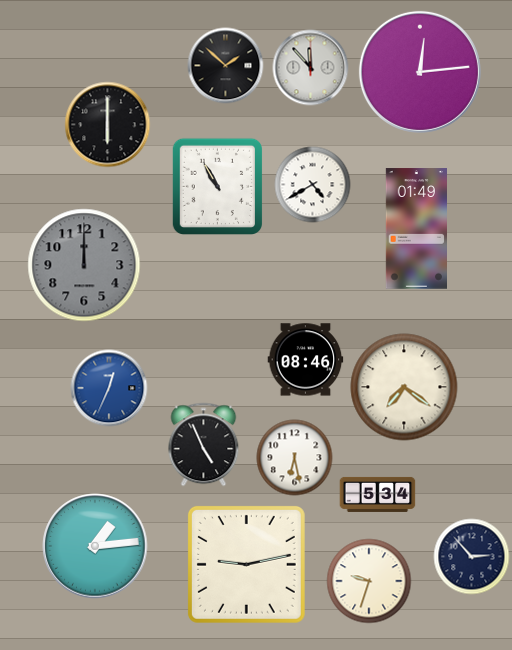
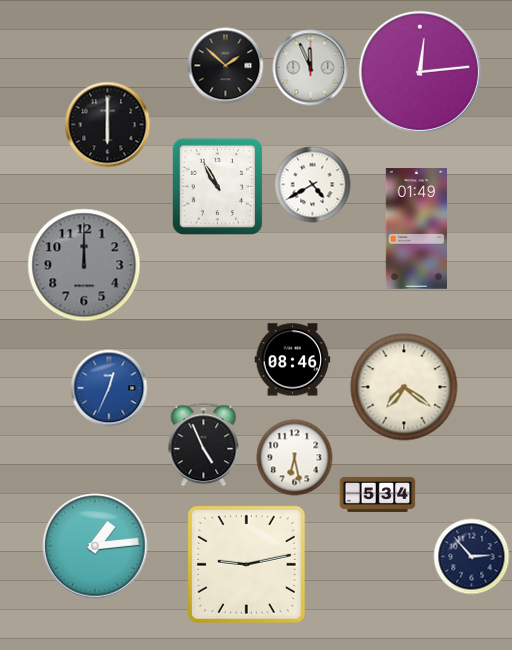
clock at (311, 68): 11:53 -> 11:56
clock at (306, 360) position: (306, 360) -> (293, 360)
clock at (369, 581): 9:33 -> none
